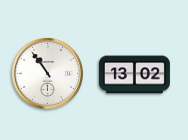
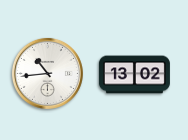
clock at (47, 73): 10:54 -> 10:44
